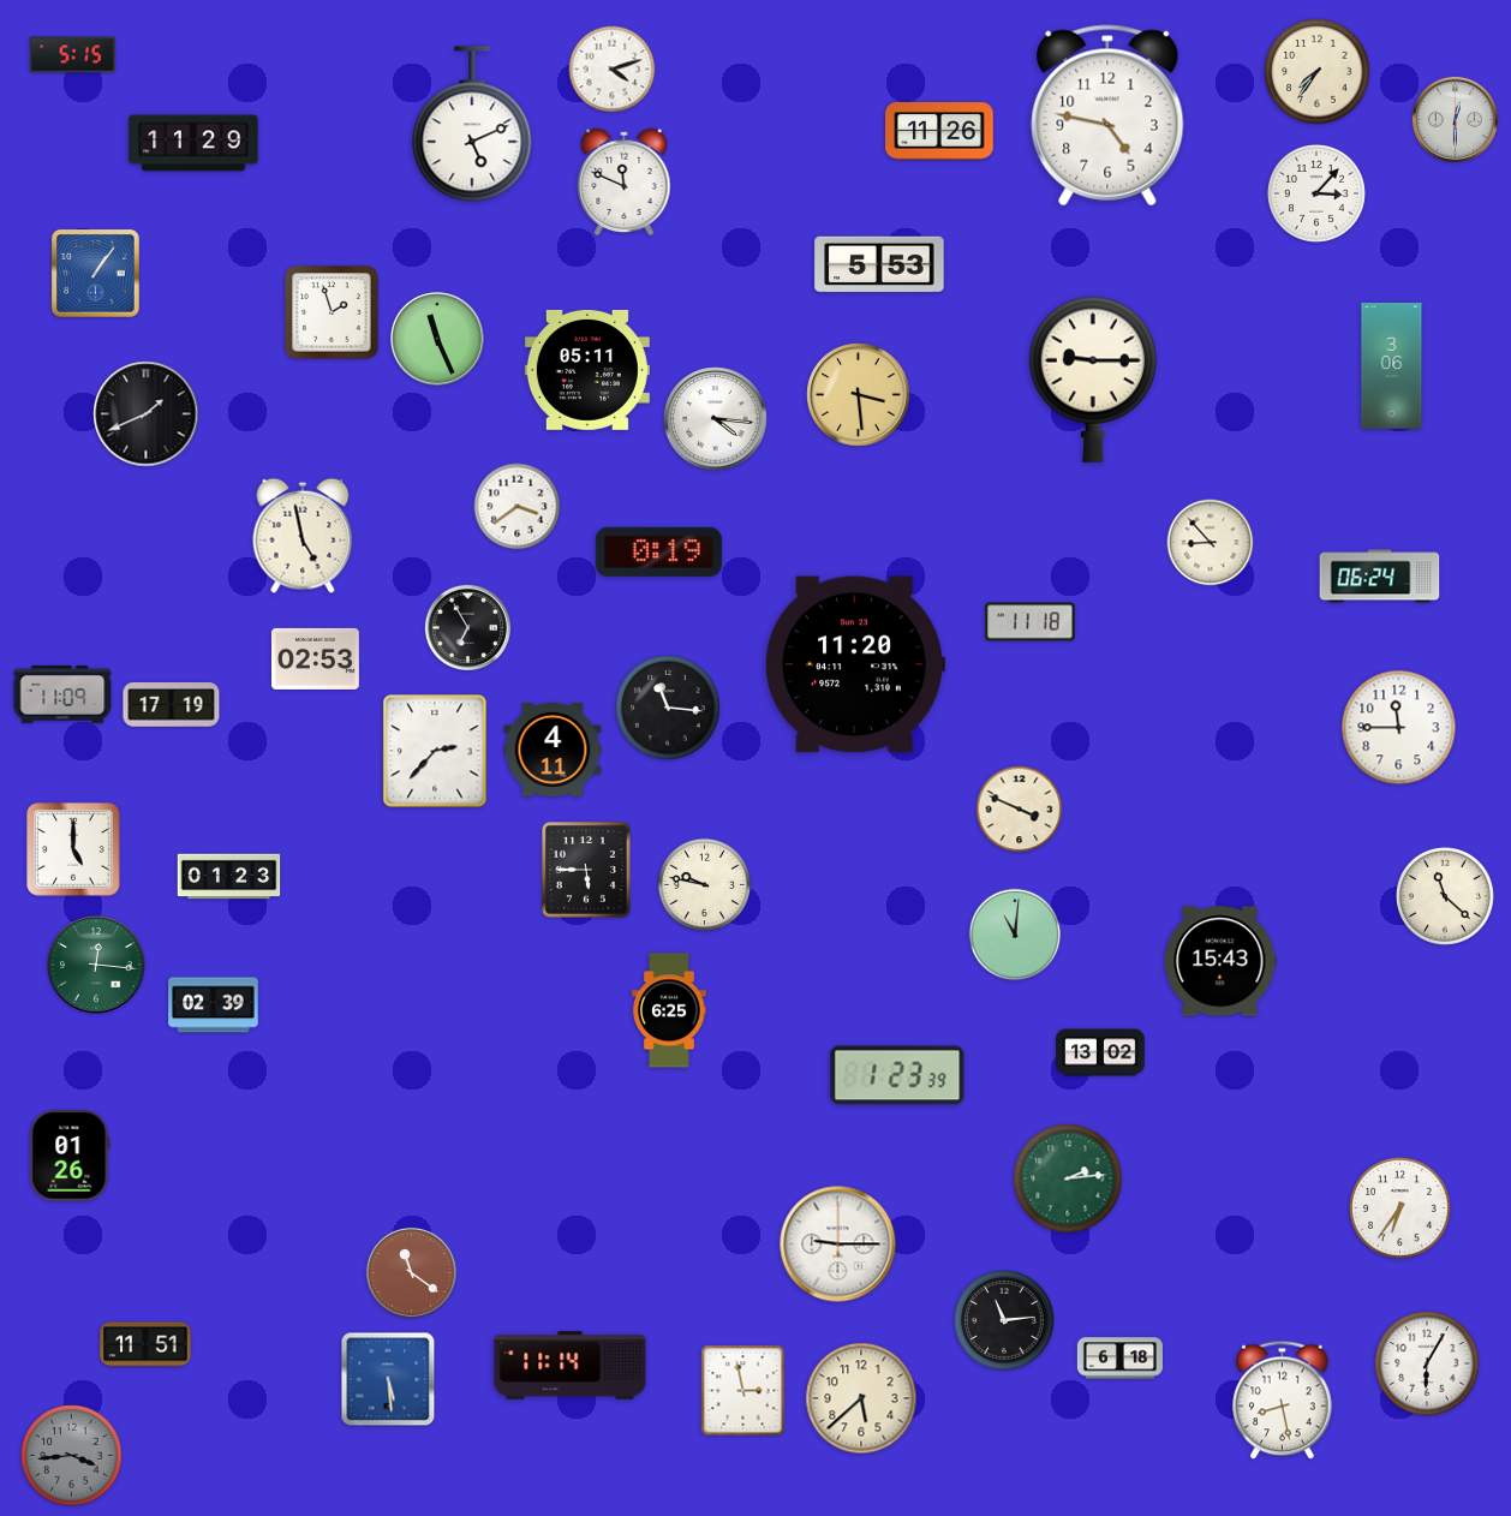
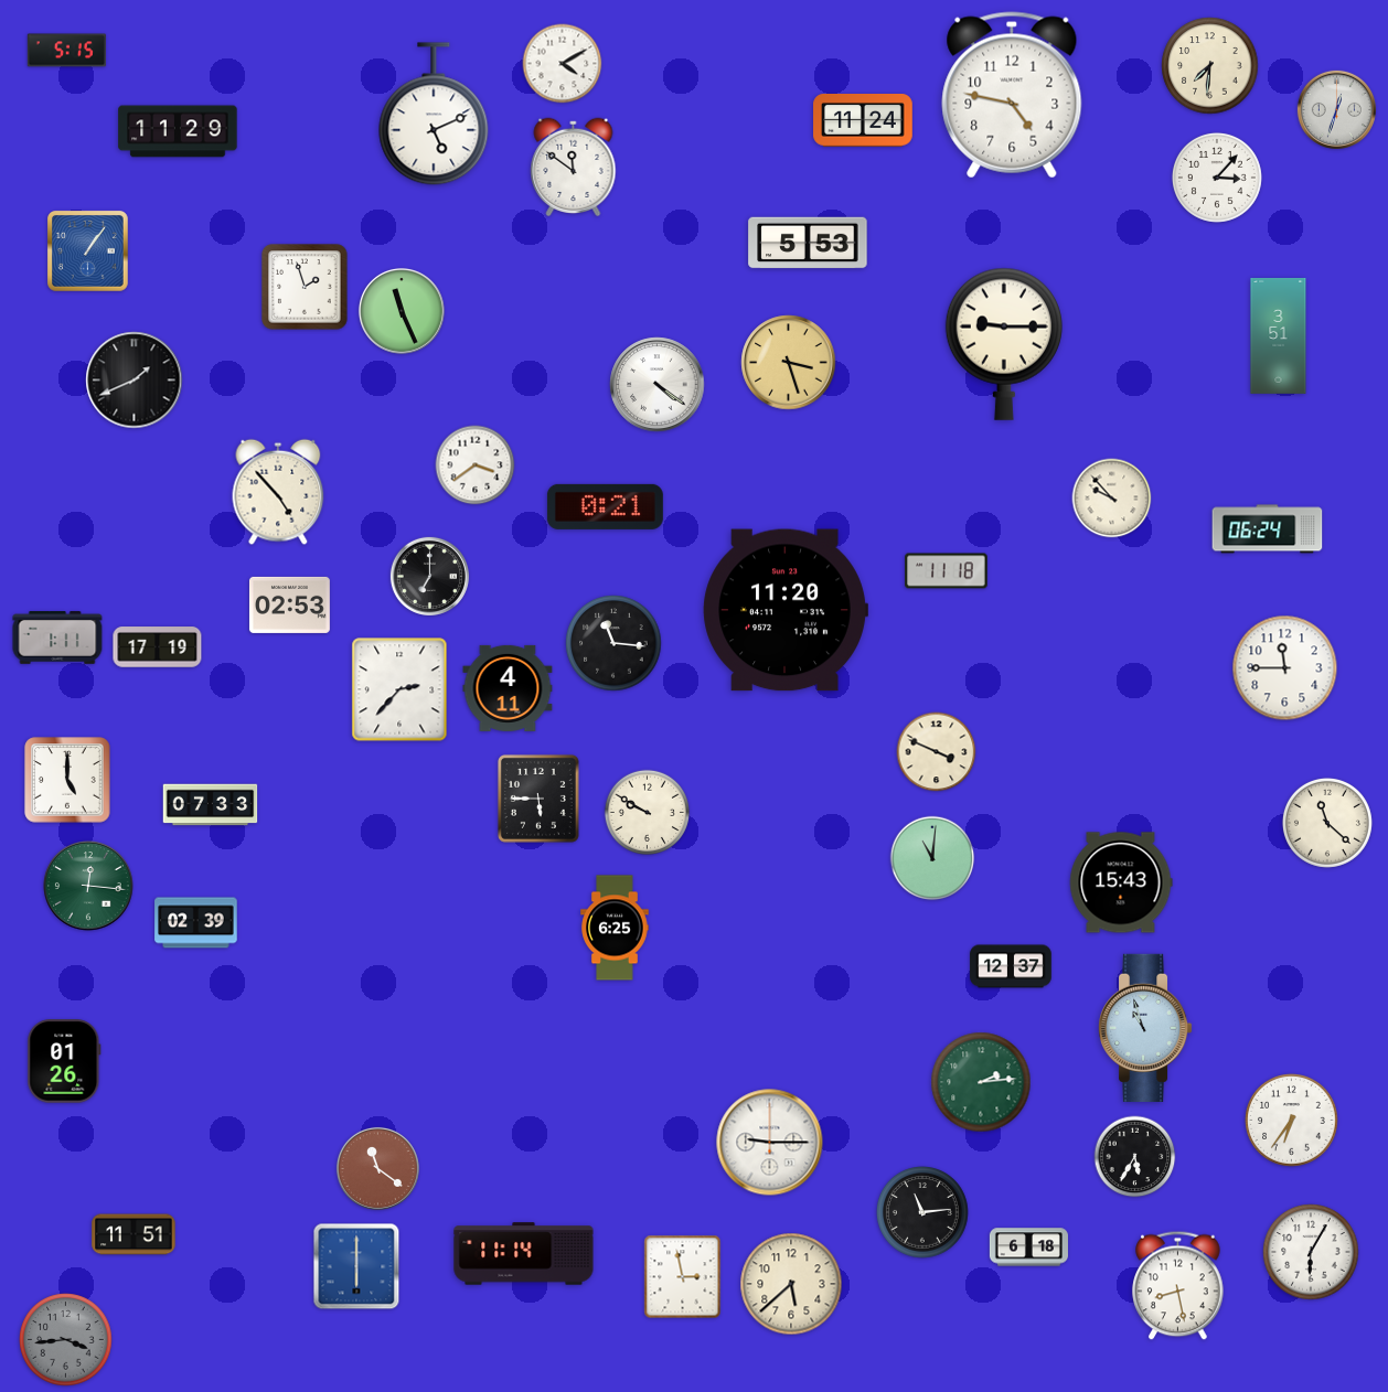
clock at (613, 70): 4:12 -> 4:10
clock at (1318, 72): 7:36 -> 7:31
clock at (1107, 115) position: (1107, 115) -> (1012, 95)
clock at (1455, 119): 12:30 -> 12:33
clock at (939, 132): 11:26 -> 11:24
clock at (625, 183): 11:49 -> 11:51
clock at (1316, 193) position: (1316, 193) -> (1217, 178)
clock at (1392, 365): 3:06 -> 3:51
clock at (587, 370): 05:11 -> none
clock at (1093, 380) position: (1093, 380) -> (1004, 344)
clock at (859, 395): 3:29 -> 3:27
clock at (716, 419): 4:16 -> 4:21
clock at (303, 536): 4:58 -> 4:53
clock at (1211, 543): 8:53 -> 9:53
clock at (658, 551): 0:19 -> 0:21
clock at (467, 627): 6:55 -> 7:00
clock at (62, 694): 11:09 -> 1:11
clock at (668, 708) position: (668, 708) -> (613, 643)
clock at (1020, 810) position: (1020, 810) -> (937, 752)
clock at (229, 877): 01:23 -> 07:33
clock at (704, 884): 9:47 -> 9:50
clock at (1100, 1052): 13:02 -> 12:37
clock at (897, 1075): 1:23 -> none
clock at (1145, 1028): none -> 10:57
clock at (1400, 1208) position: (1400, 1208) -> (1292, 1121)
clock at (1135, 1157): none -> 5:35
clock at (388, 1379): 5:29 -> 6:00
clock at (72, 1456) position: (72, 1456) -> (66, 1340)
